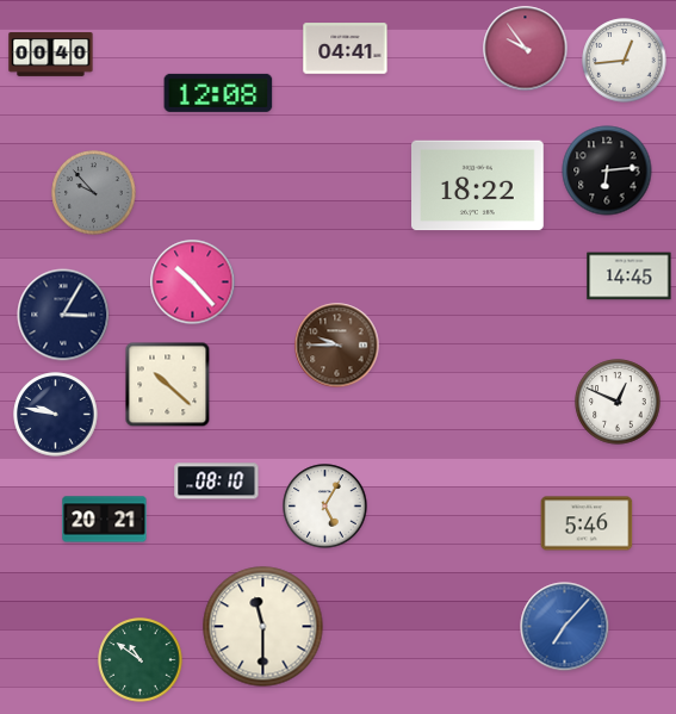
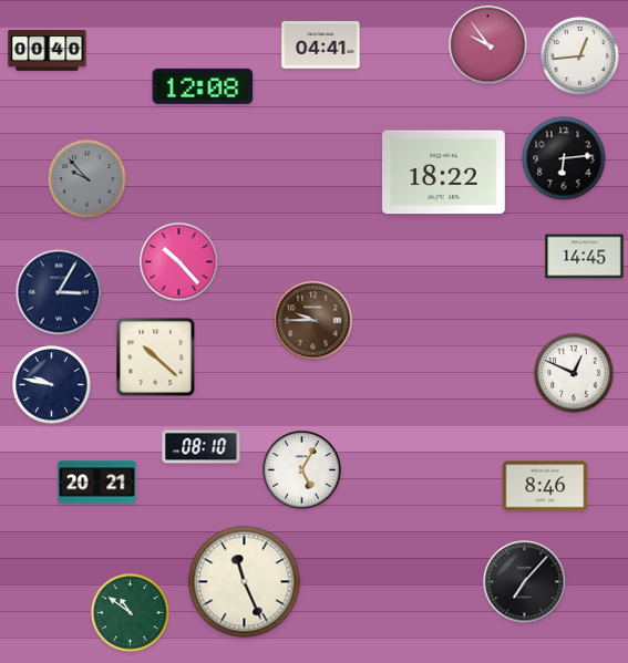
clock at (587, 523): 5:46 -> 8:46
clock at (263, 627): 11:30 -> 11:26
clock at (565, 627) dial: blue -> black
